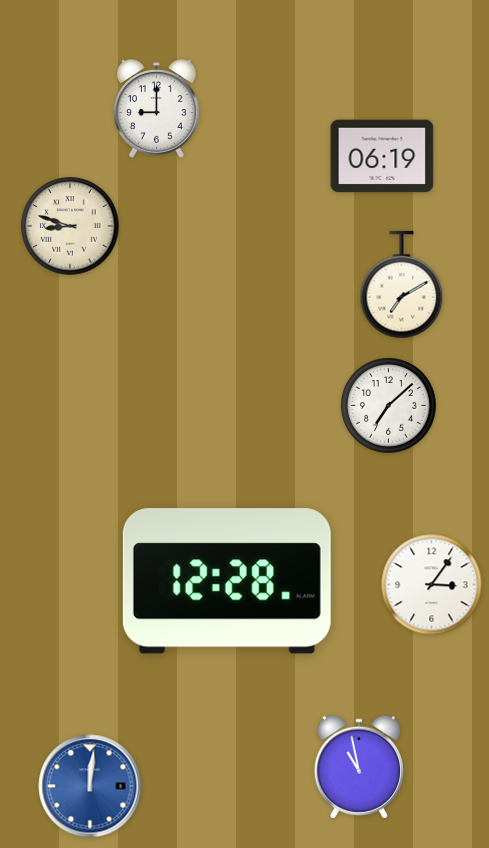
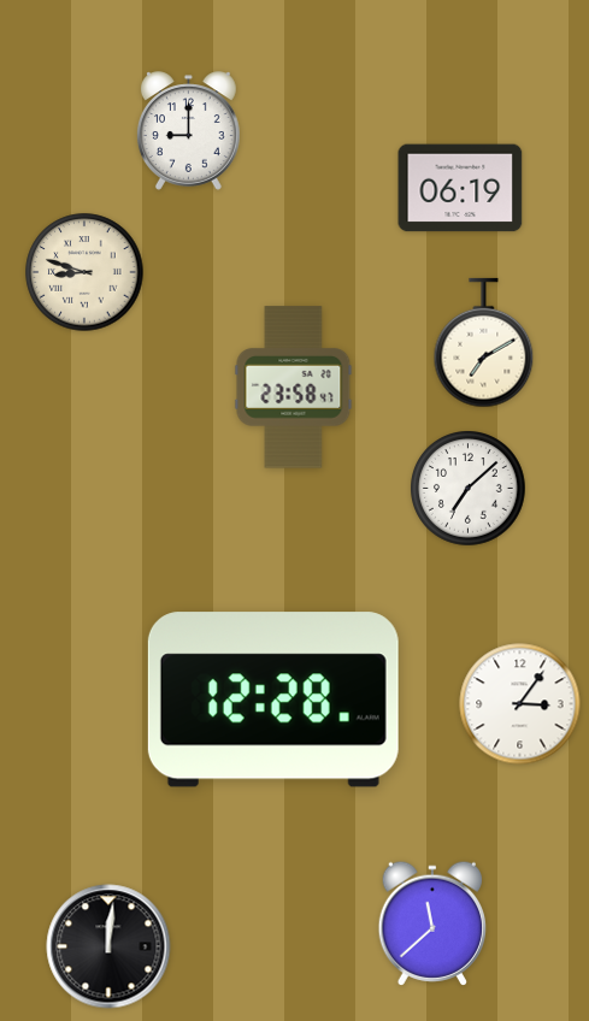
clock at (294, 388): none -> 23:58
clock at (358, 767): 10:58 -> 11:38
clock at (90, 786) dial: blue -> black
